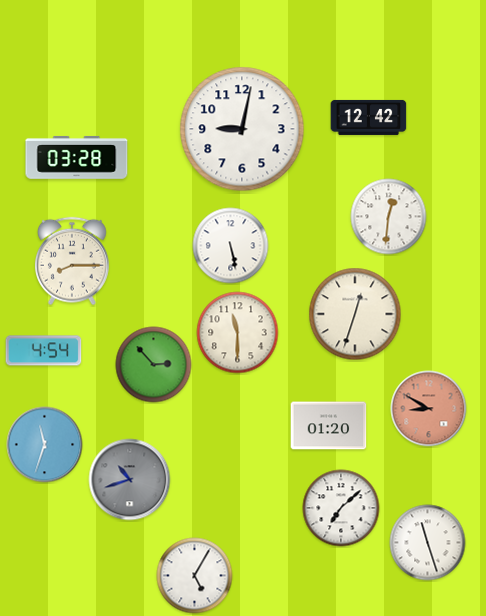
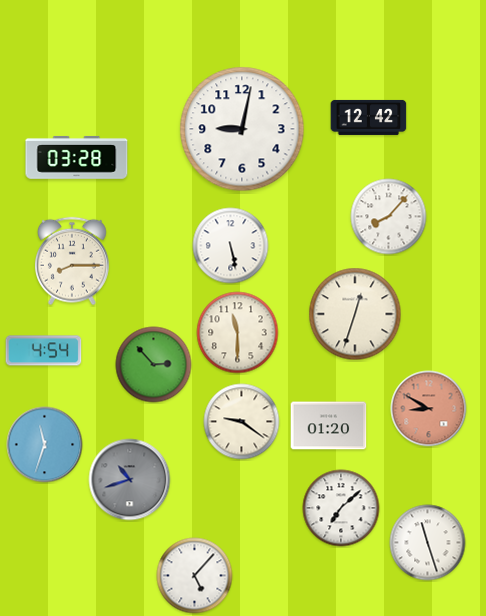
clock at (389, 217): 12:31 -> 8:07
clock at (242, 422): none -> 9:21
clock at (195, 576): 5:05 -> 5:07
